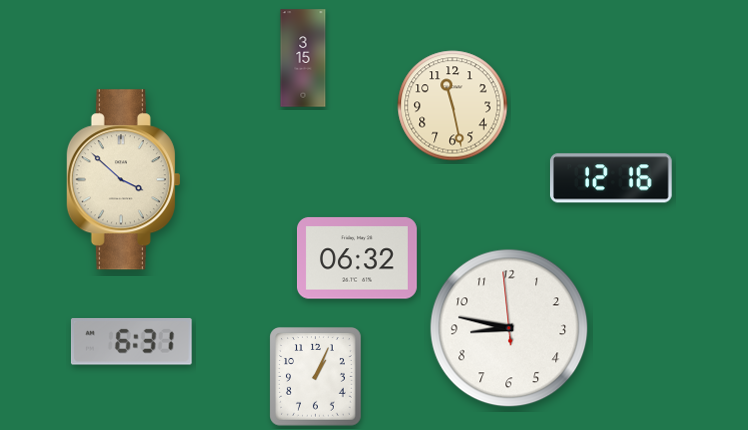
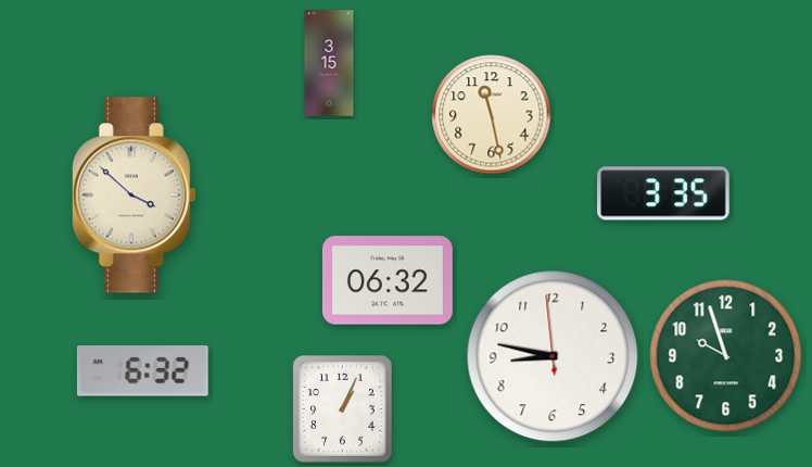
clock at (611, 178): 12:16 -> 3:35
clock at (726, 356): none -> 9:57
clock at (131, 342): 6:31 -> 6:32
